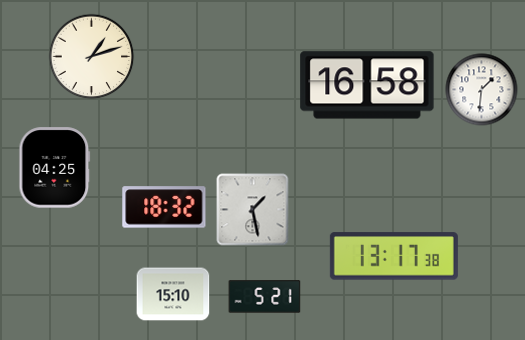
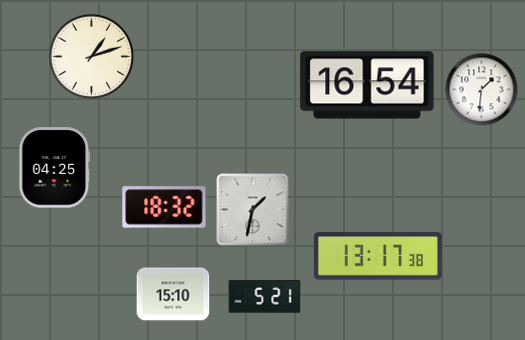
clock at (367, 85): 16:58 -> 16:54
clock at (253, 210): 1:28 -> 1:32
clock at (394, 256) position: (394, 256) -> (378, 256)
